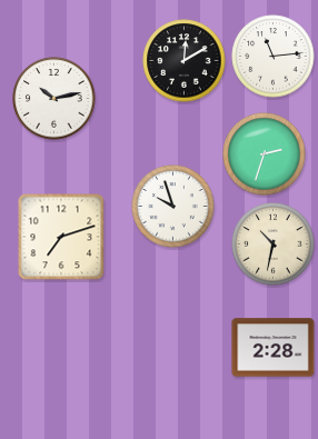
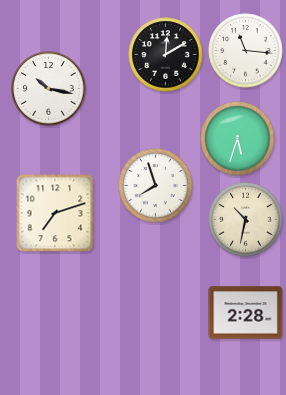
clock at (274, 57): 11:14 -> 11:16
clock at (54, 99): 10:13 -> 10:17
clock at (265, 154): 2:33 -> 5:33
clock at (173, 207): 9:57 -> 7:57
